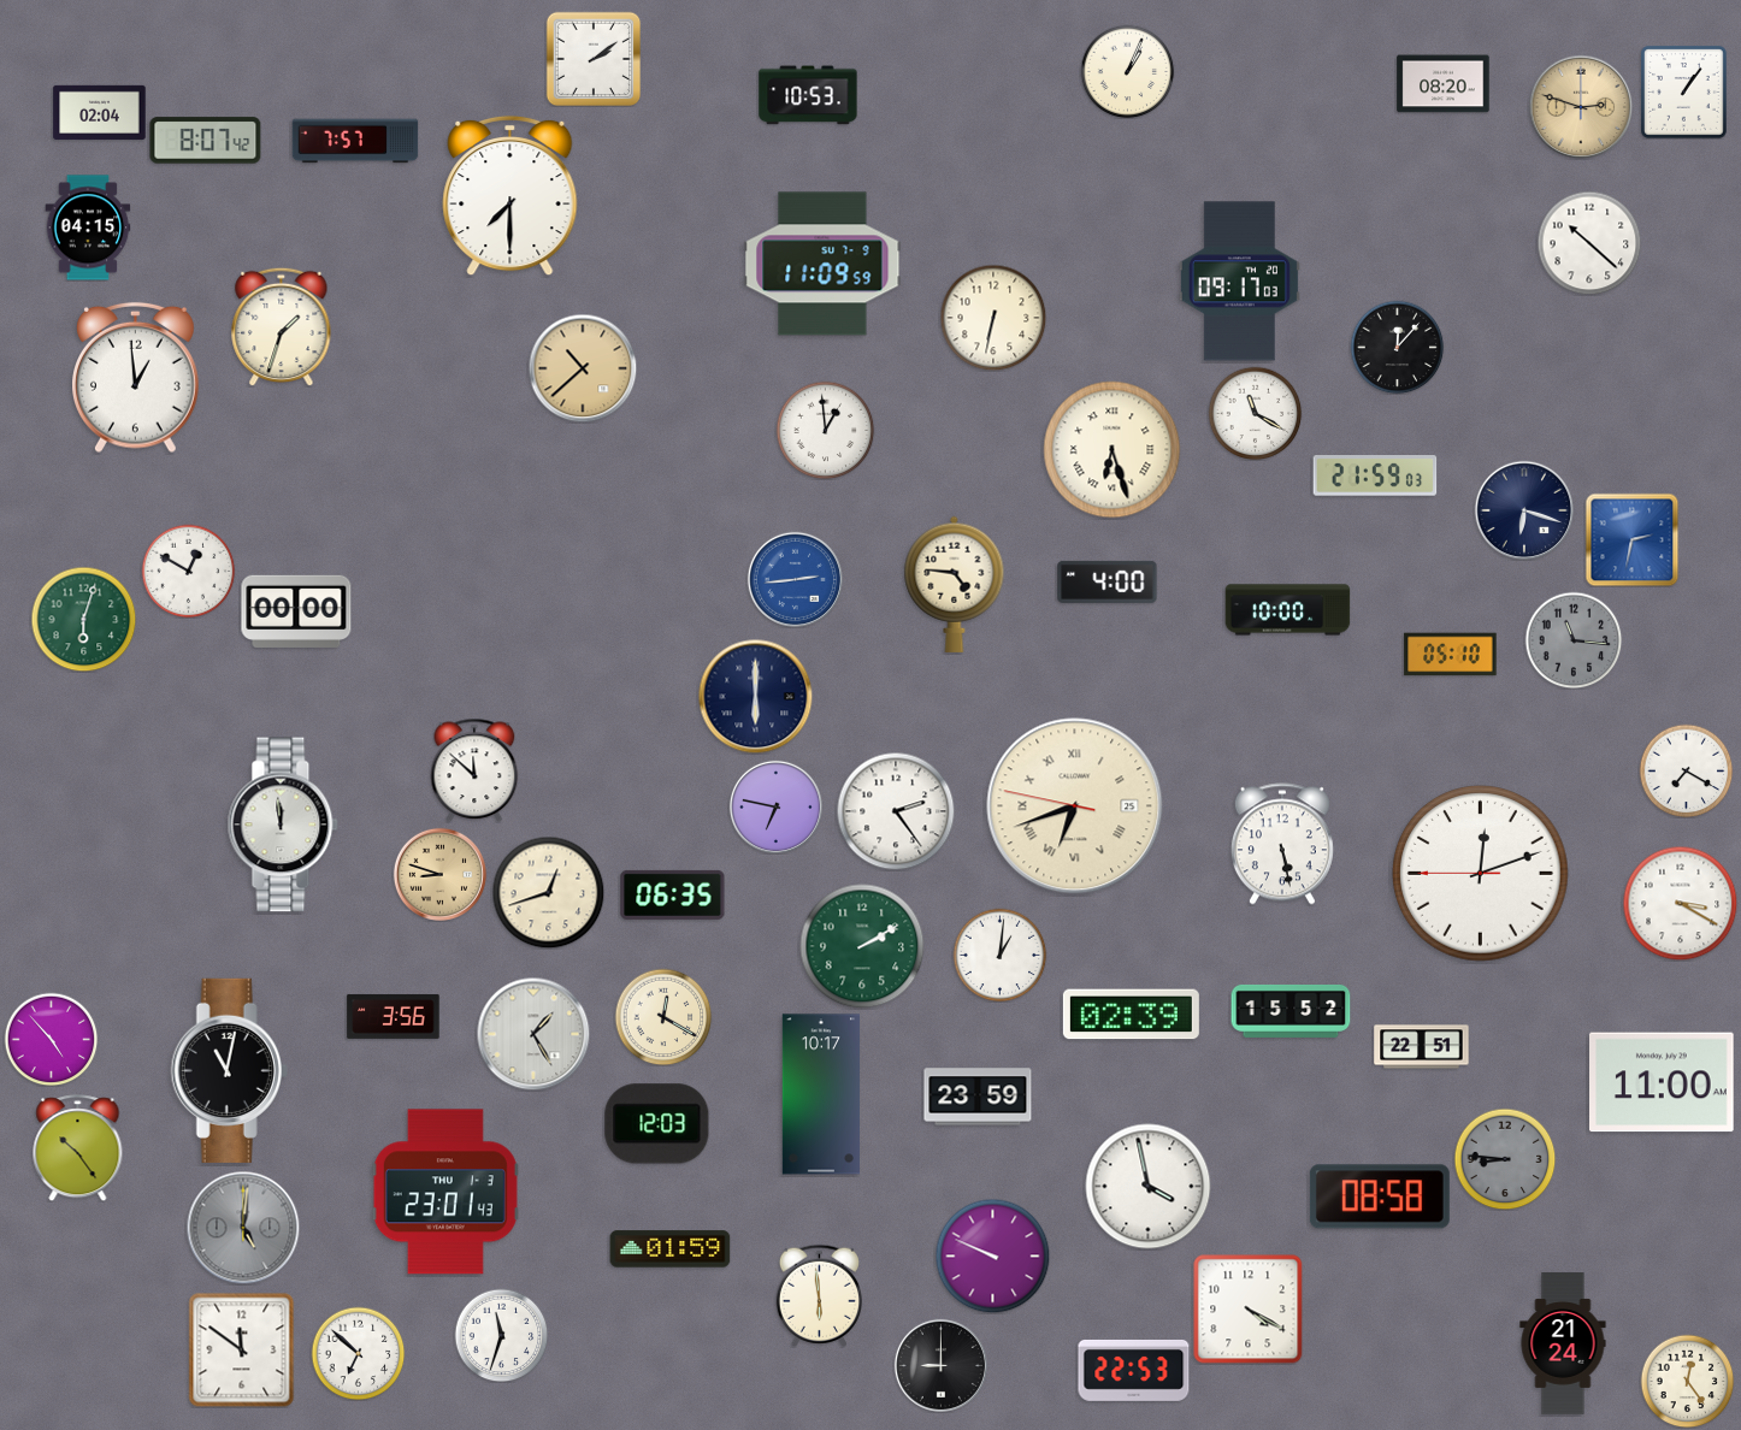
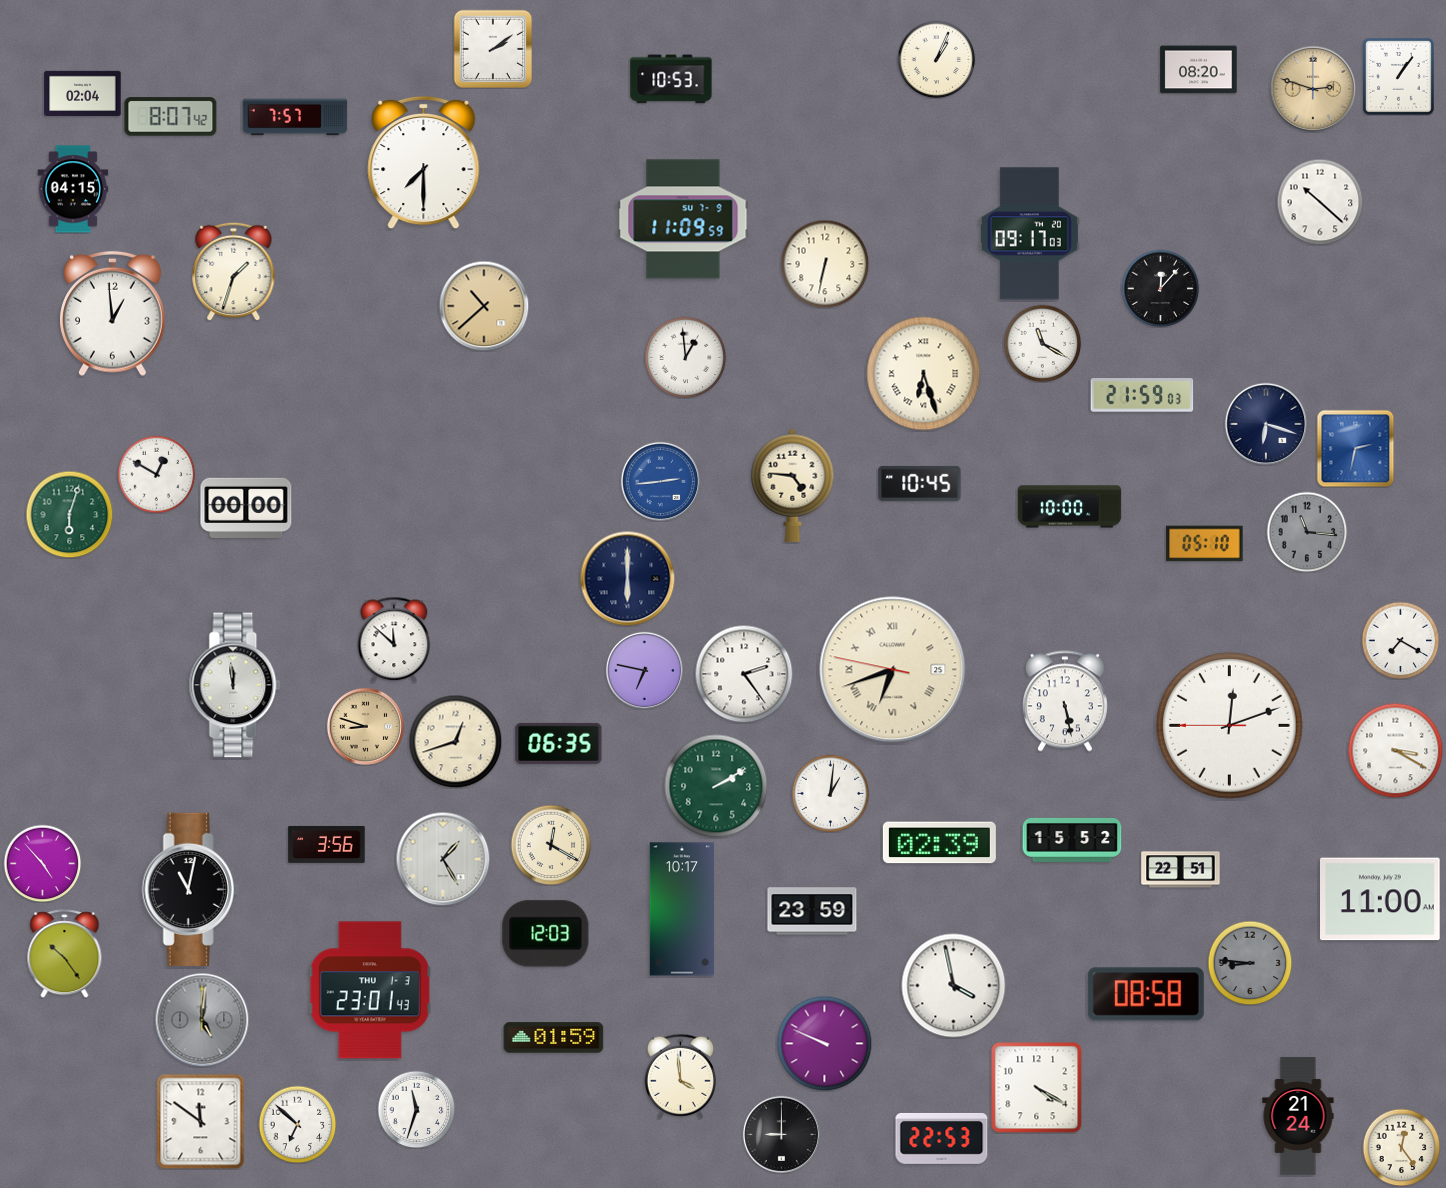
clock at (1108, 581): 4:00 -> 10:45
clock at (671, 1249) position: (671, 1249) -> (554, 1038)
clock at (819, 1295): 5:59 -> 3:59
